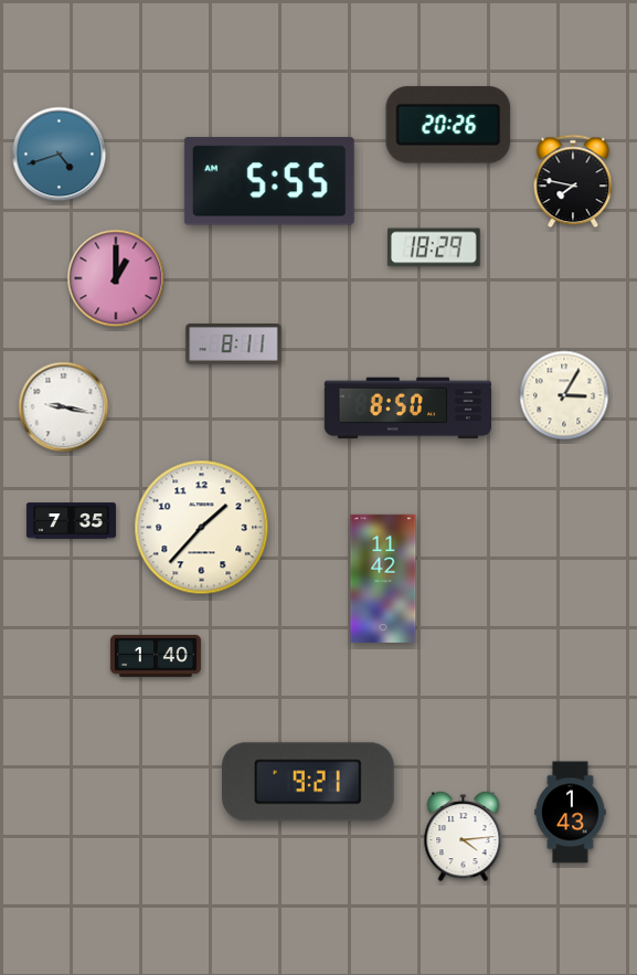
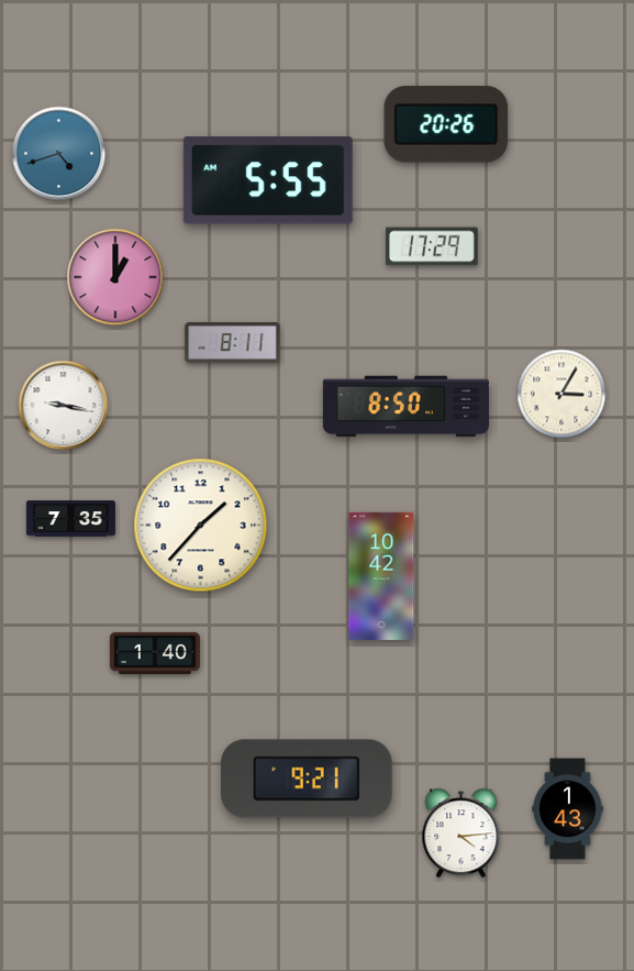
clock at (573, 181): 7:47 -> none
clock at (435, 247): 18:29 -> 17:29
clock at (383, 579): 11:42 -> 10:42
